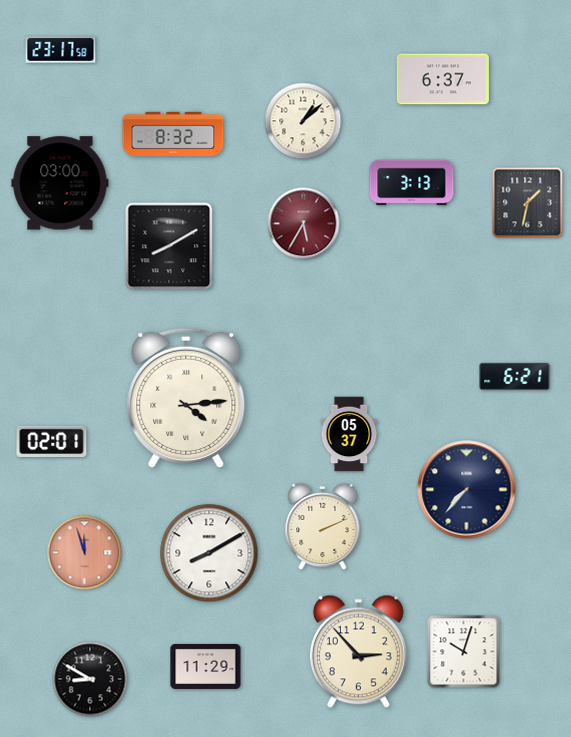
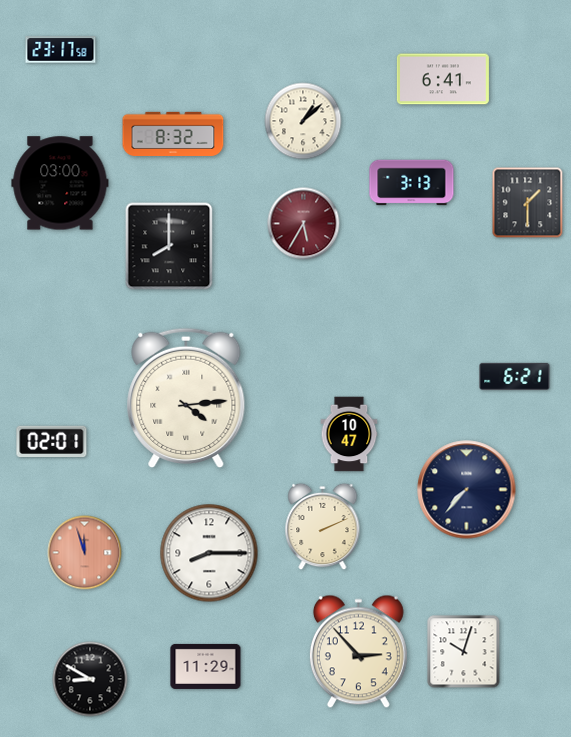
clock at (443, 79): 6:37 -> 6:41
clock at (528, 203): 1:32 -> 1:30
clock at (169, 246): 8:10 -> 8:00
clock at (349, 434): 05:37 -> 10:47
clock at (209, 553): 8:10 -> 8:15
